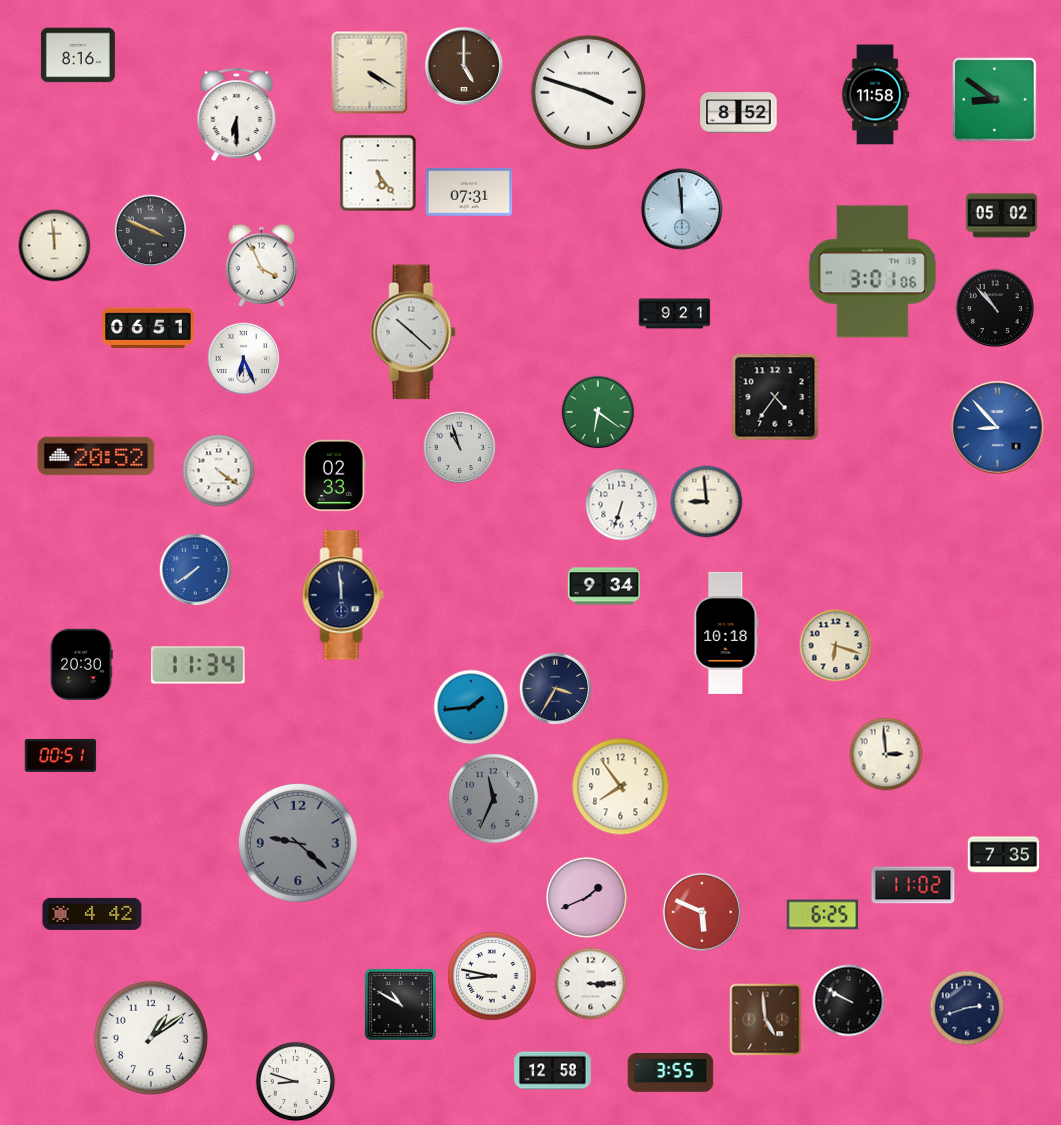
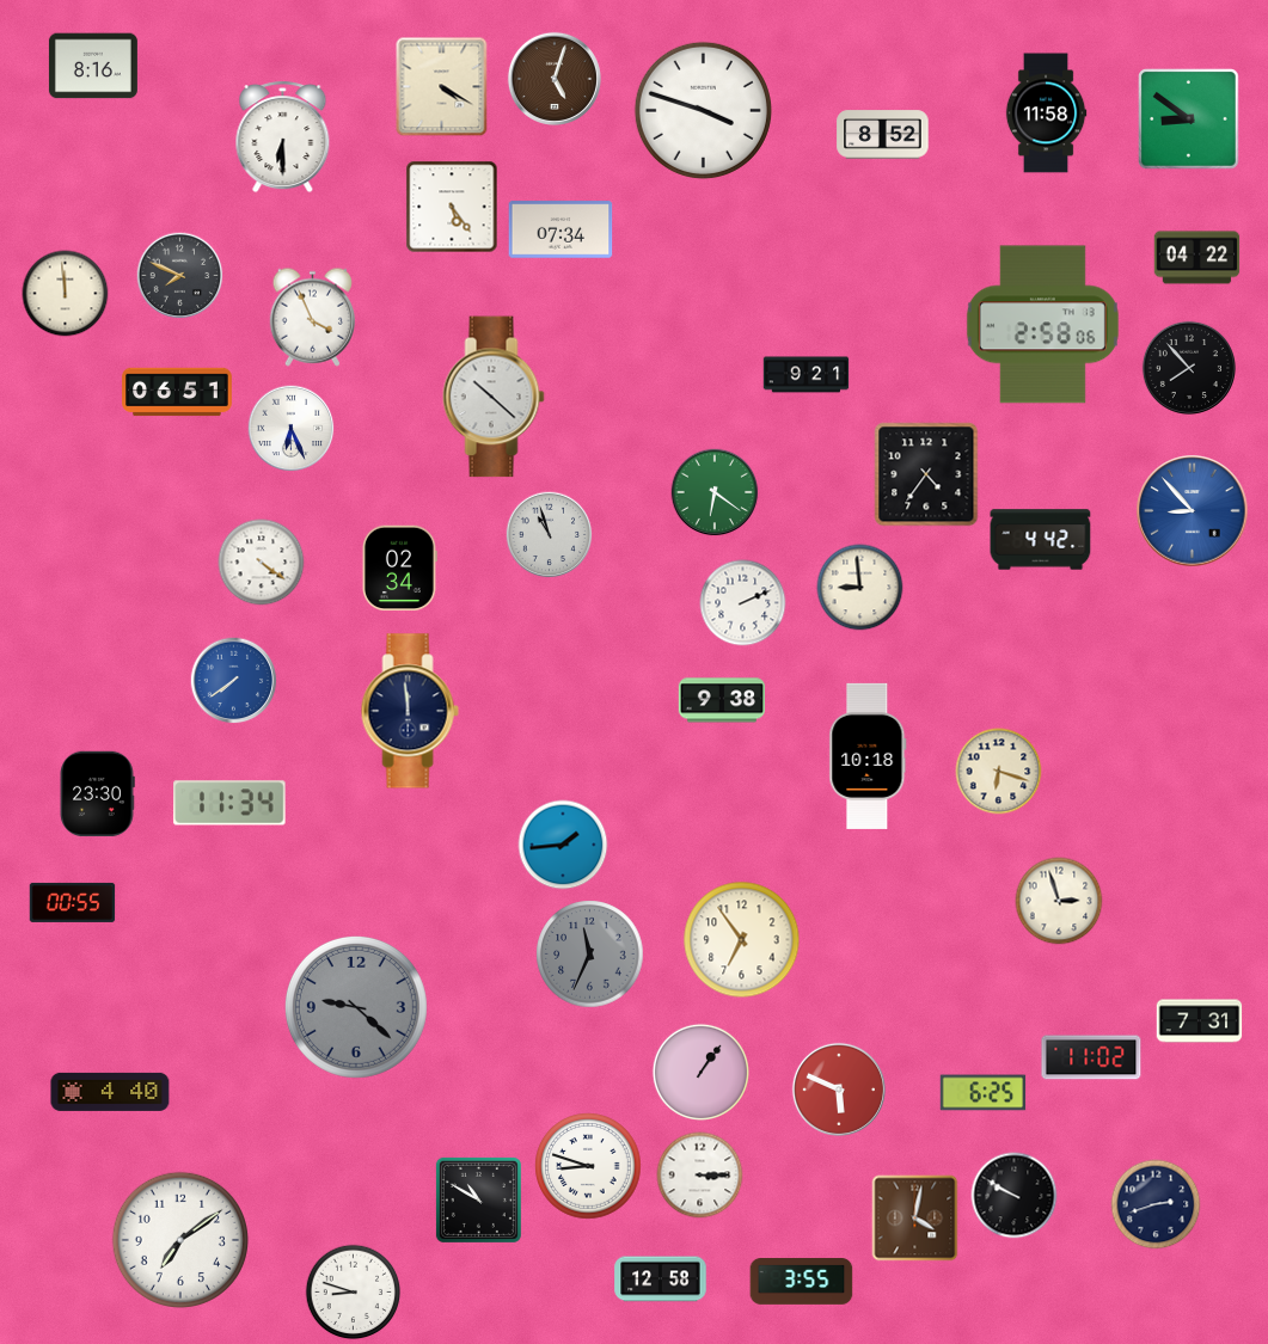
clock at (464, 66): 5:00 -> 5:03
clock at (469, 192): 07:31 -> 07:34
clock at (682, 209): 11:59 -> none
clock at (1002, 216): 05:02 -> 04:22
clock at (151, 231): 3:49 -> 7:49
clock at (872, 272): 3:01 -> 2:58
clock at (995, 308): 10:53 -> 7:53
clock at (1041, 540): none -> 4:42
clock at (96, 456): 20:52 -> none
clock at (334, 476): 02:33 -> 02:34
clock at (707, 502) position: (707, 502) -> (860, 588)
clock at (622, 505): 6:33 -> 2:11
clock at (603, 586): 9:34 -> 9:38
clock at (81, 665): 20:30 -> 23:30
clock at (198, 665) position: (198, 665) -> (229, 803)
clock at (556, 689): 3:35 -> none
clock at (886, 754): 2:59 -> 2:57
clock at (61, 755): 00:51 -> 00:55
clock at (621, 787): 7:54 -> 6:54
clock at (1004, 855): 7:35 -> 7:31
clock at (586, 897): 1:41 -> 1:06
clock at (92, 914): 4:42 -> 4:40
clock at (492, 976): 8:47 -> 8:48
clock at (591, 984) position: (591, 984) -> (700, 1176)
clock at (766, 1020): 4:59 -> 4:02
clock at (151, 1038): 1:09 -> 7:09
